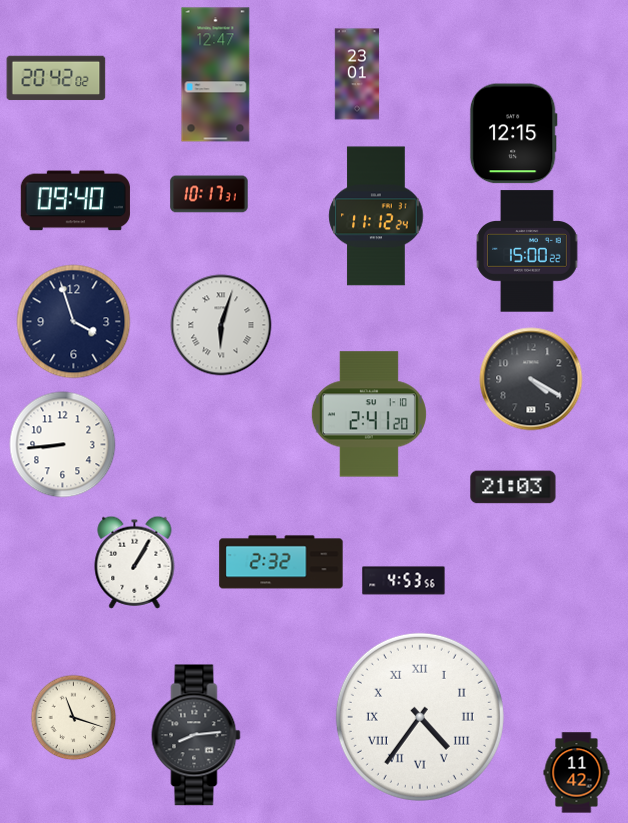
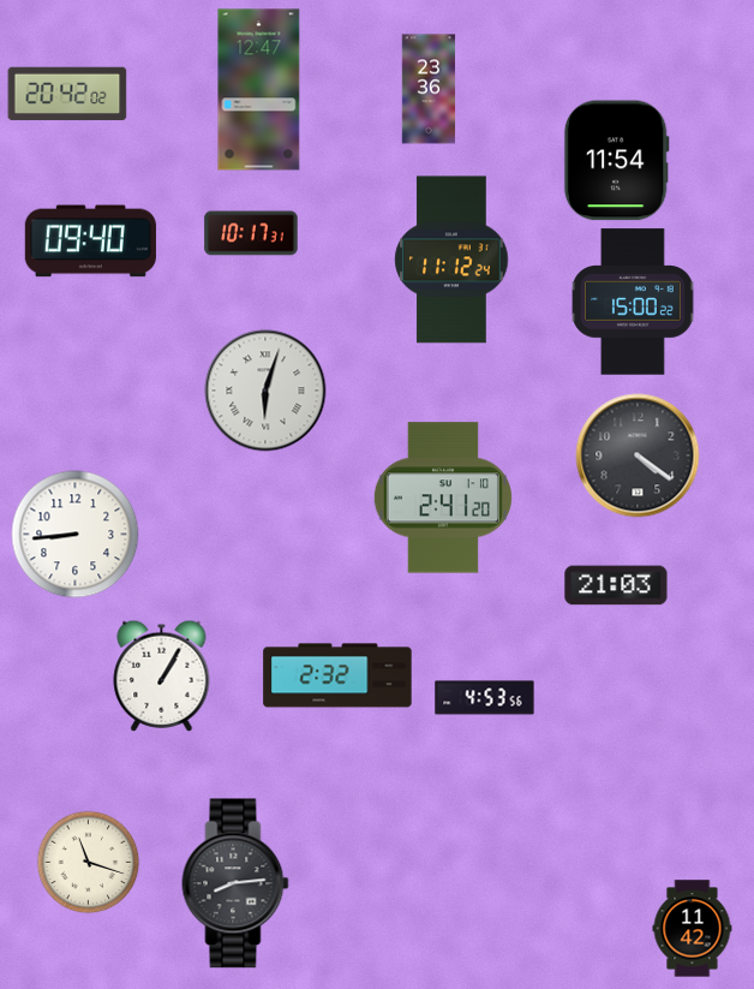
clock at (357, 74): 23:01 -> 23:36
clock at (513, 134): 12:15 -> 11:54
clock at (74, 322): 3:57 -> none
clock at (531, 379): 4:20 -> 4:21
clock at (420, 717): 4:36 -> none
